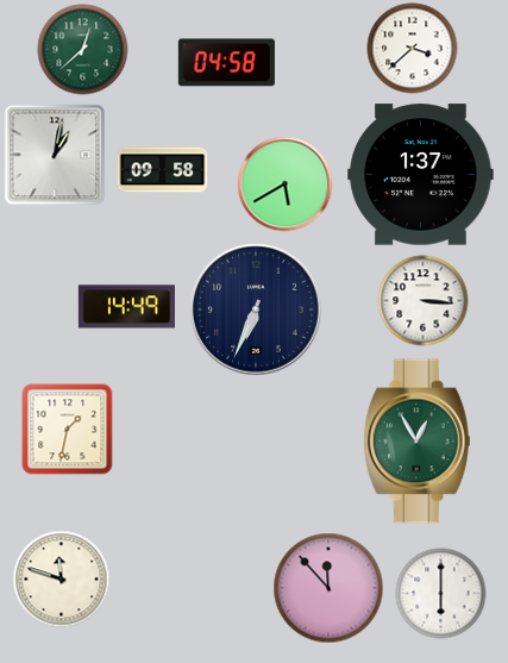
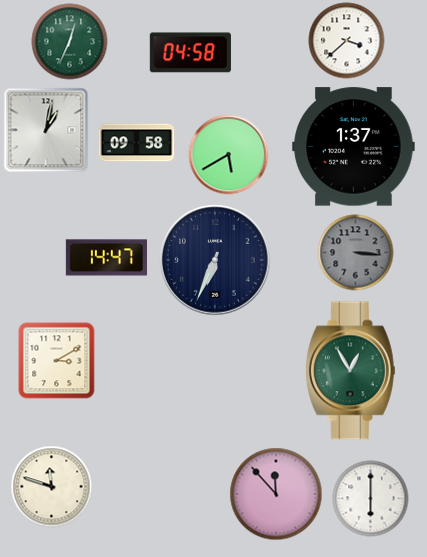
clock at (83, 50): 12:38 -> 12:34
clock at (286, 184) position: (286, 184) -> (229, 155)
clock at (424, 301) dial: white -> grey
clock at (126, 307): 14:49 -> 14:47
clock at (68, 430): 1:32 -> 3:10
